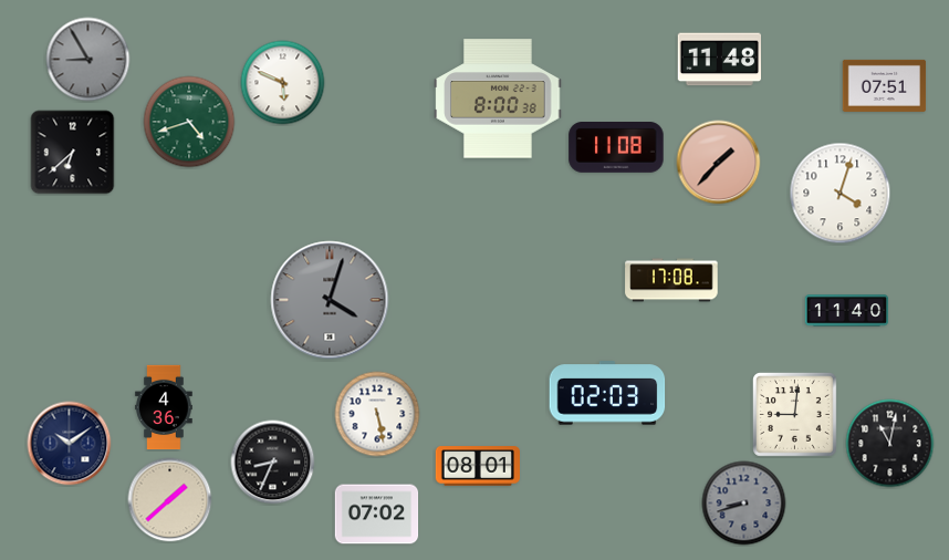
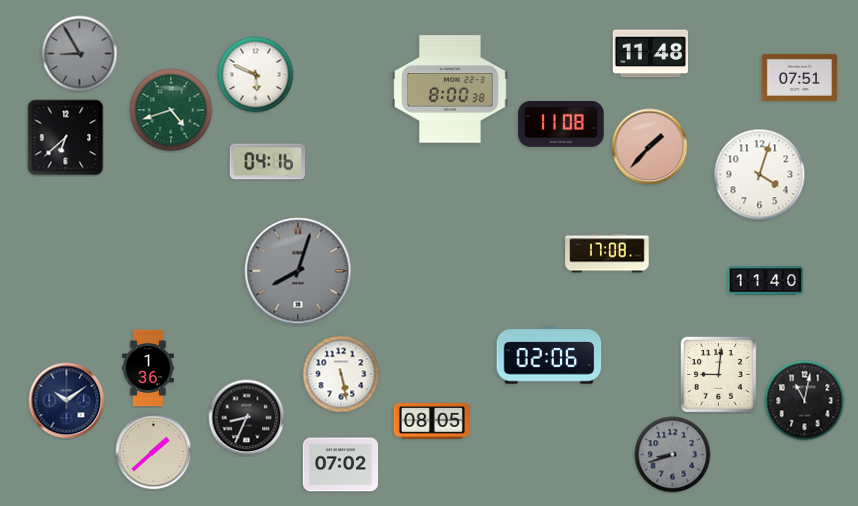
clock at (616, 147) position: (616, 147) -> (561, 124)
clock at (267, 162): none -> 04:16
clock at (330, 300): 4:03 -> 8:03
clock at (607, 393): 02:03 -> 02:06
clock at (164, 407): 4:36 -> 1:36
clock at (70, 444) position: (70, 444) -> (67, 401)
clock at (477, 466): 08:01 -> 08:05
